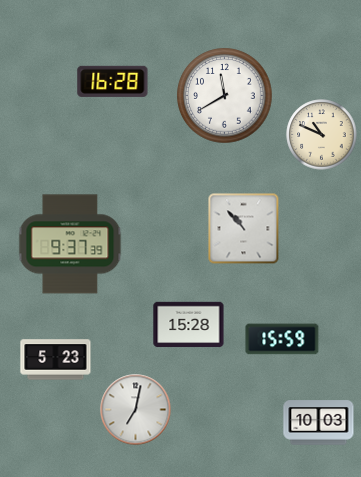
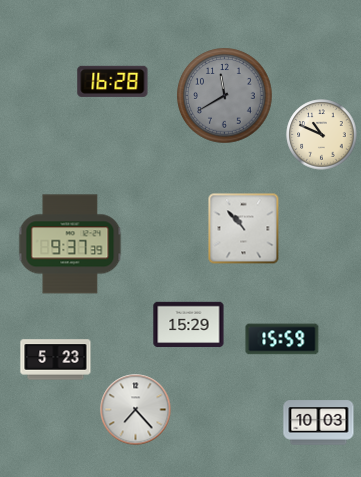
clock at (225, 96) dial: white -> grey
clock at (189, 325): 15:28 -> 15:29
clock at (136, 410): 7:02 -> 7:23
